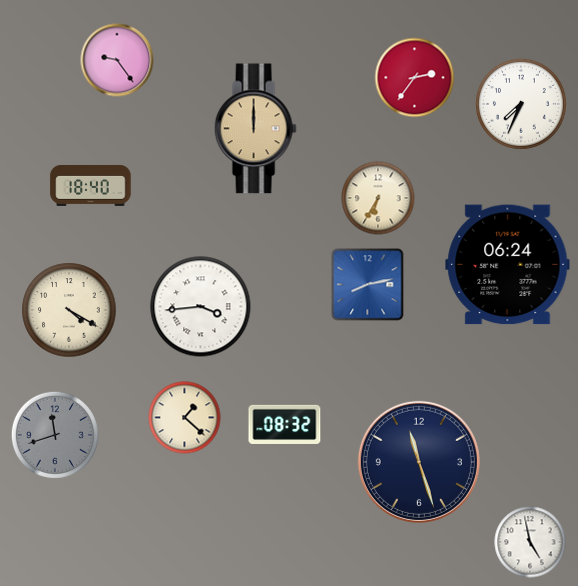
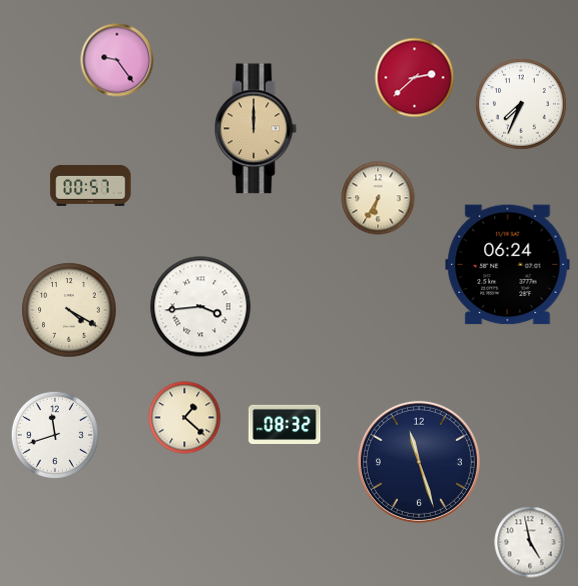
clock at (415, 78): 2:36 -> 2:38
clock at (91, 185): 18:40 -> 00:57
clock at (368, 285): 8:13 -> none
clock at (55, 435) dial: grey -> white
